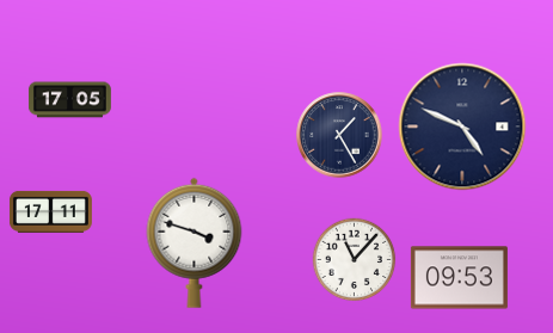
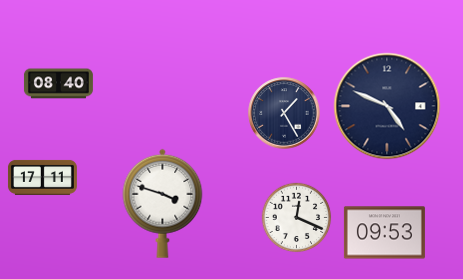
clock at (69, 100): 17:05 -> 08:40
clock at (355, 260): 11:07 -> 12:19
